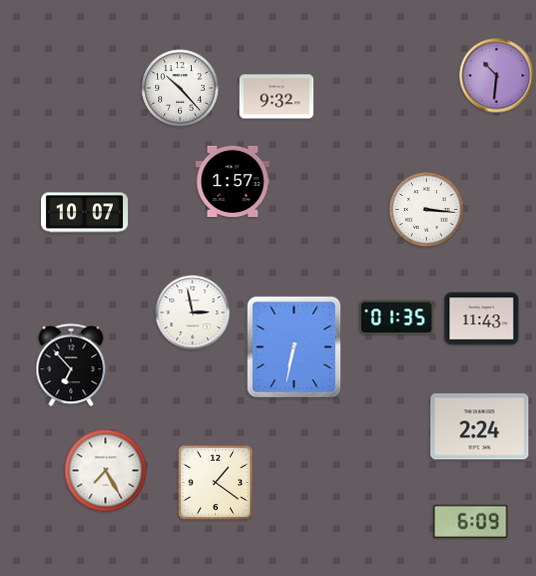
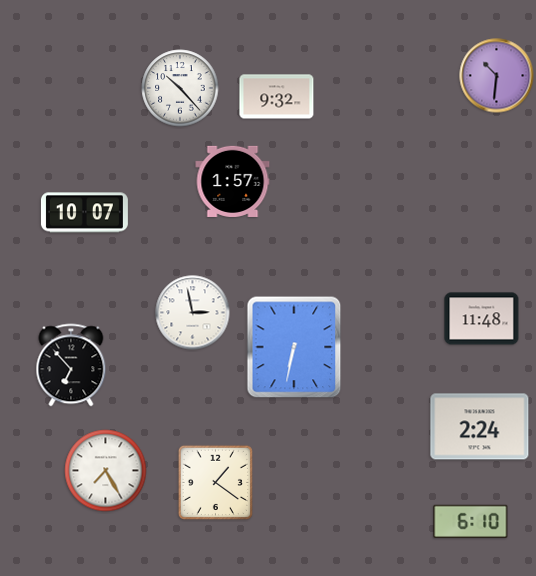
clock at (427, 210): 3:16 -> none
clock at (397, 318): 01:35 -> none
clock at (482, 319): 11:43 -> 11:48
clock at (471, 521): 6:09 -> 6:10
